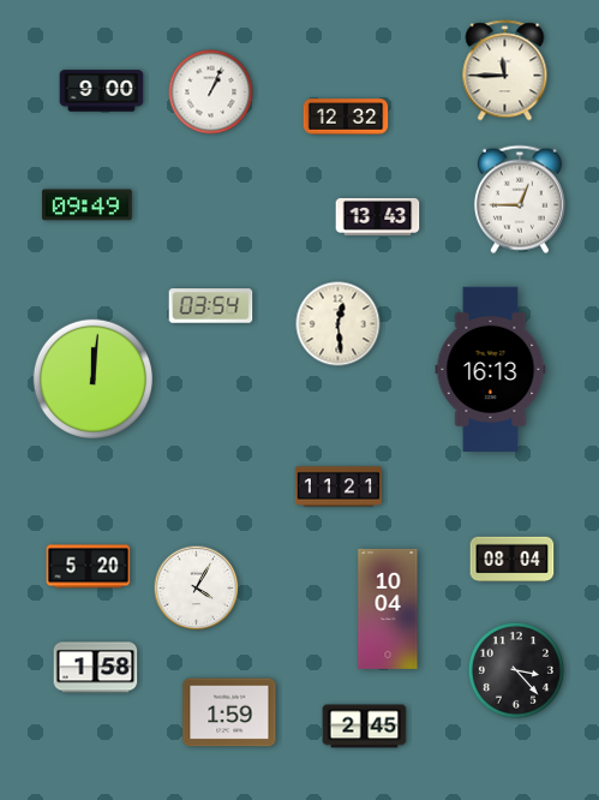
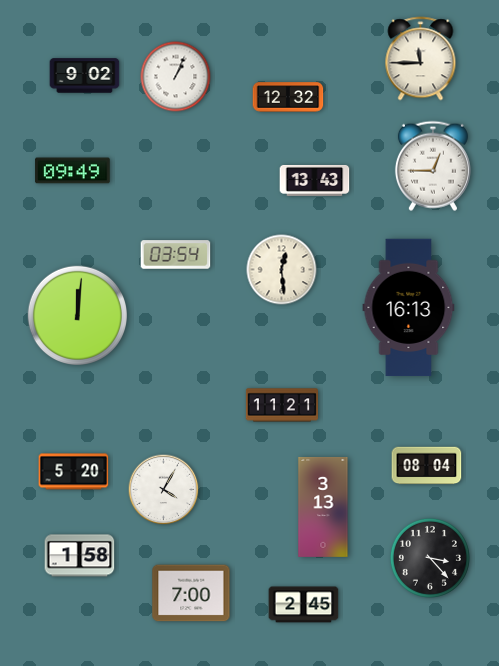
clock at (102, 91): 9:00 -> 9:02
clock at (388, 609): 10:04 -> 3:13
clock at (229, 712): 1:59 -> 7:00
